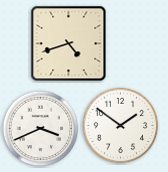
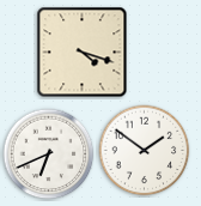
clock at (69, 44): 4:42 -> 4:18
clock at (41, 129): 3:41 -> 6:41
